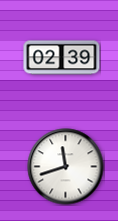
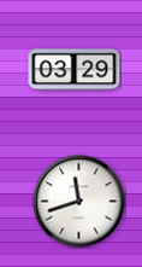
clock at (62, 58): 02:39 -> 03:29
